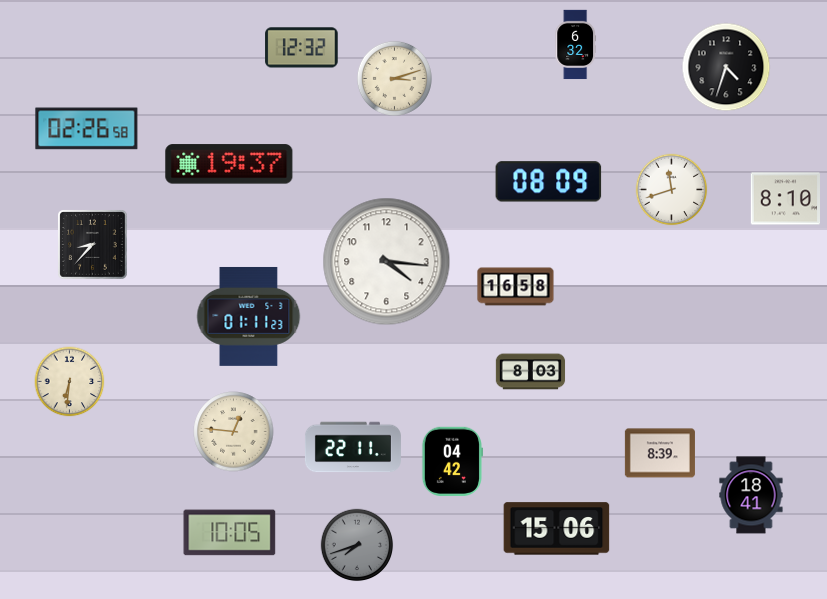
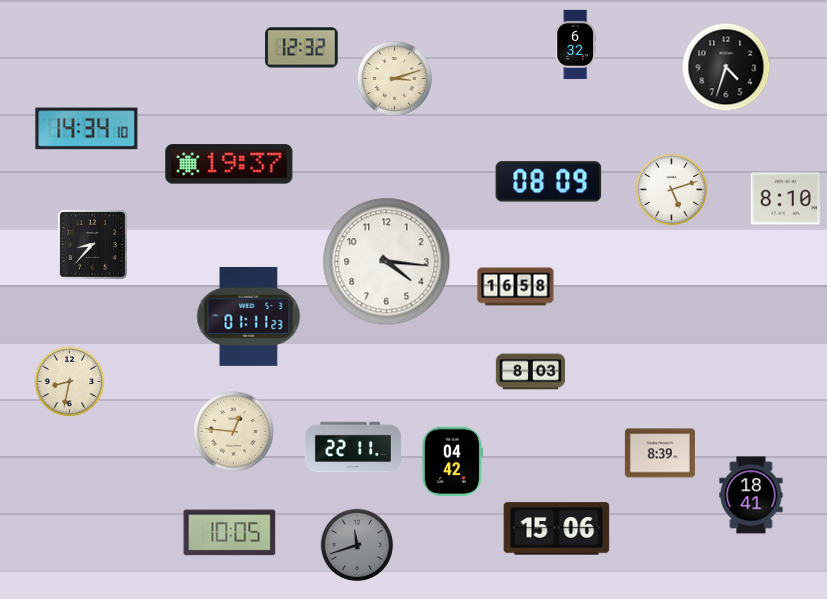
clock at (87, 129): 02:26 -> 14:34
clock at (672, 190): 11:42 -> 5:12
clock at (70, 382): 6:31 -> 8:32
clock at (357, 545): 7:42 -> 11:42
